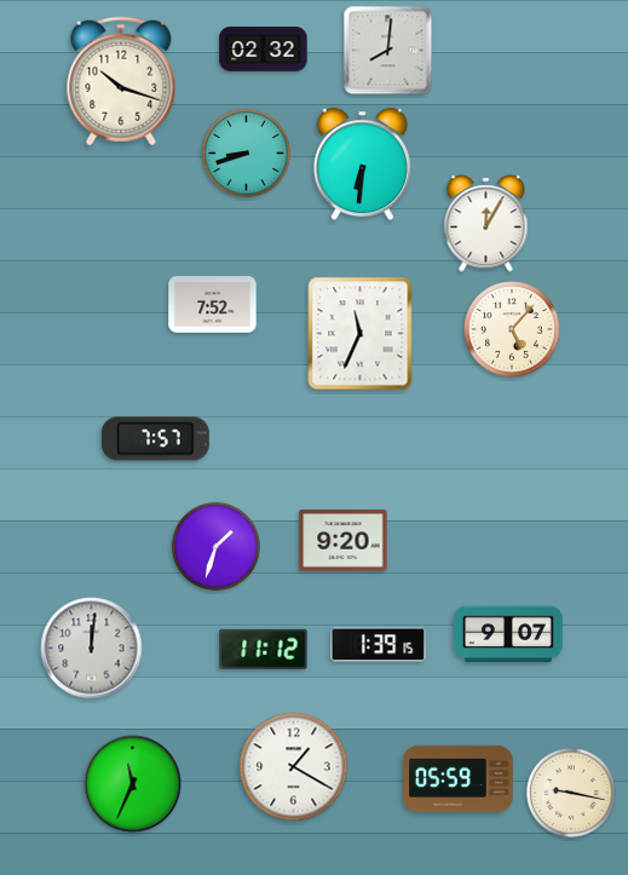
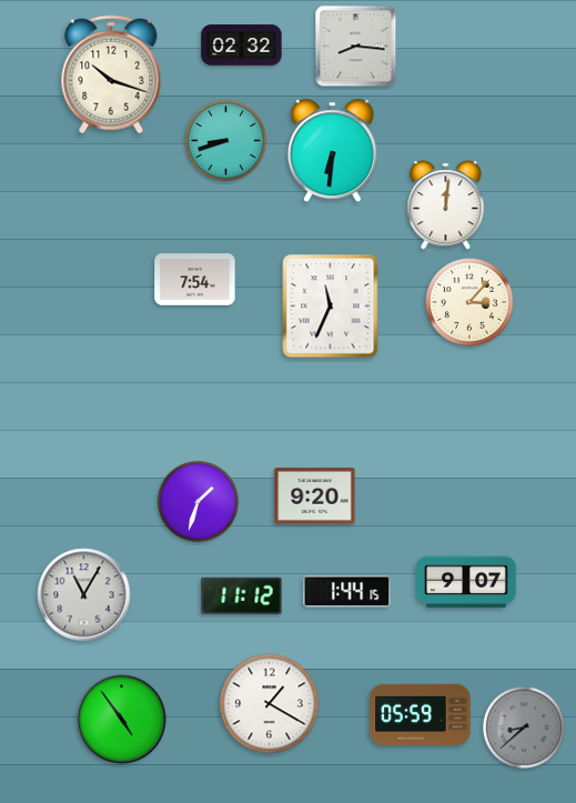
clock at (388, 51): 8:01 -> 8:16
clock at (486, 224): 12:05 -> 12:01
clock at (213, 305): 7:52 -> 7:54
clock at (512, 329): 5:07 -> 3:07
clock at (155, 439): 7:57 -> none
clock at (379, 645): 1:39 -> 1:44
clock at (92, 649): 12:01 -> 11:05
clock at (133, 784): 11:34 -> 4:54
clock at (571, 793): 9:17 -> 8:38
clock at (571, 793) dial: cream -> grey
